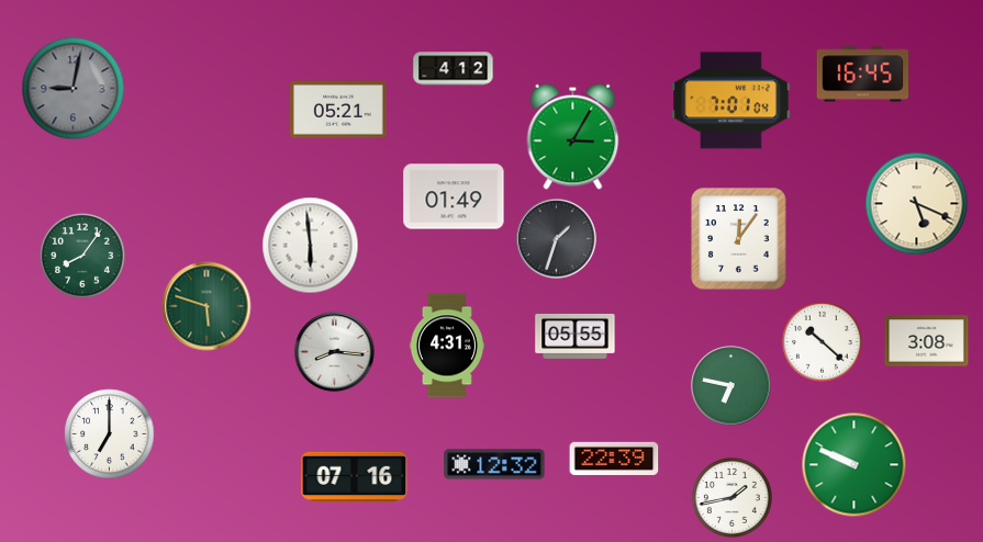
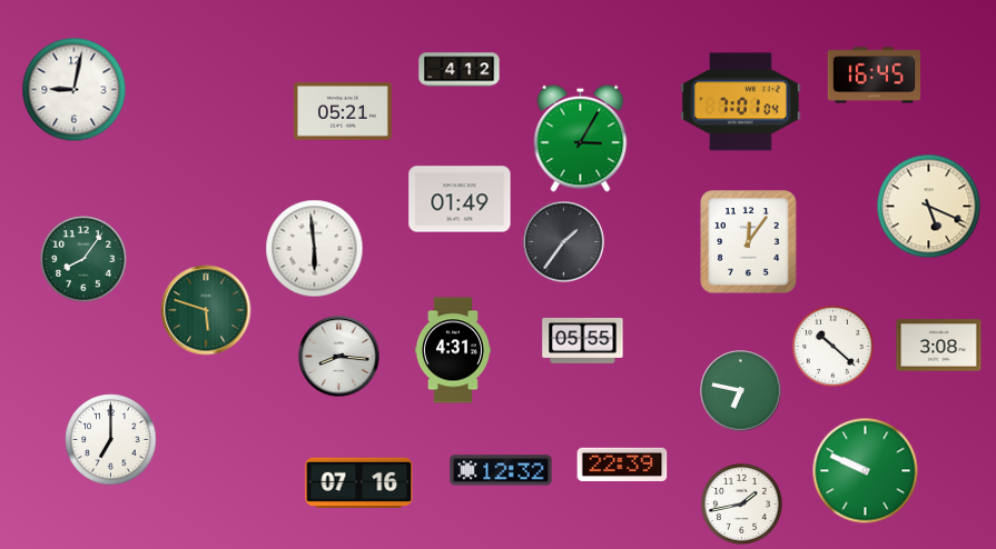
clock at (74, 89) dial: grey -> white
clock at (557, 239): 1:33 -> 1:36
clock at (206, 306) position: (206, 306) -> (206, 310)
